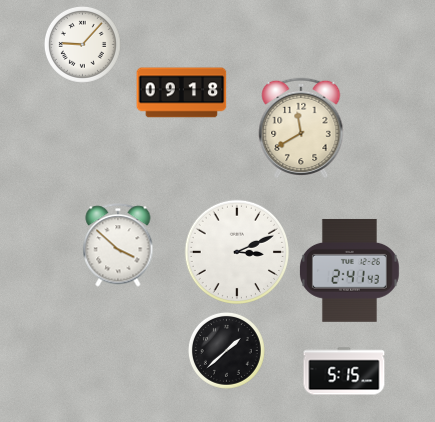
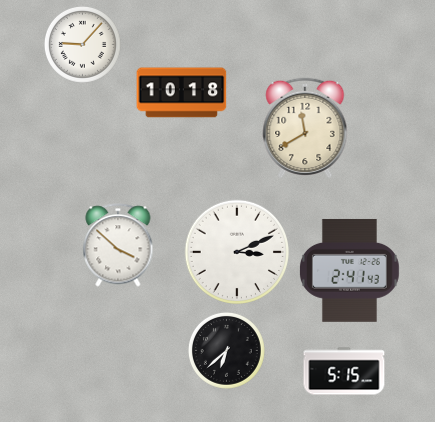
clock at (182, 93): 09:18 -> 10:18
clock at (301, 128) position: (301, 128) -> (305, 128)
clock at (226, 350): 1:38 -> 6:38
